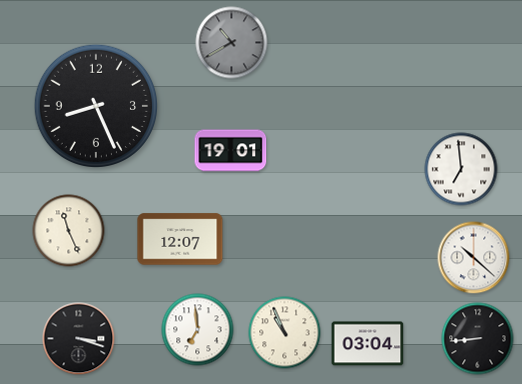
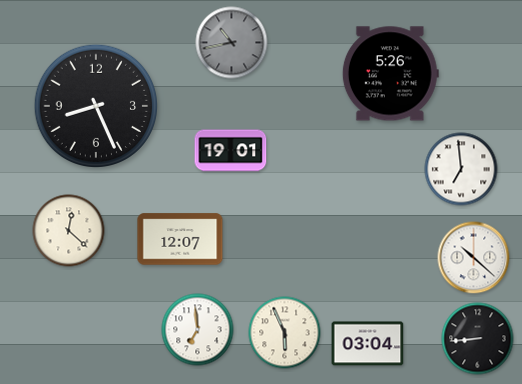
clock at (232, 43): 10:40 -> 10:43
clock at (390, 74): none -> 5:26
clock at (69, 231): 11:26 -> 12:22
clock at (285, 333): 10:56 -> 5:56
clock at (79, 339): 3:18 -> none
